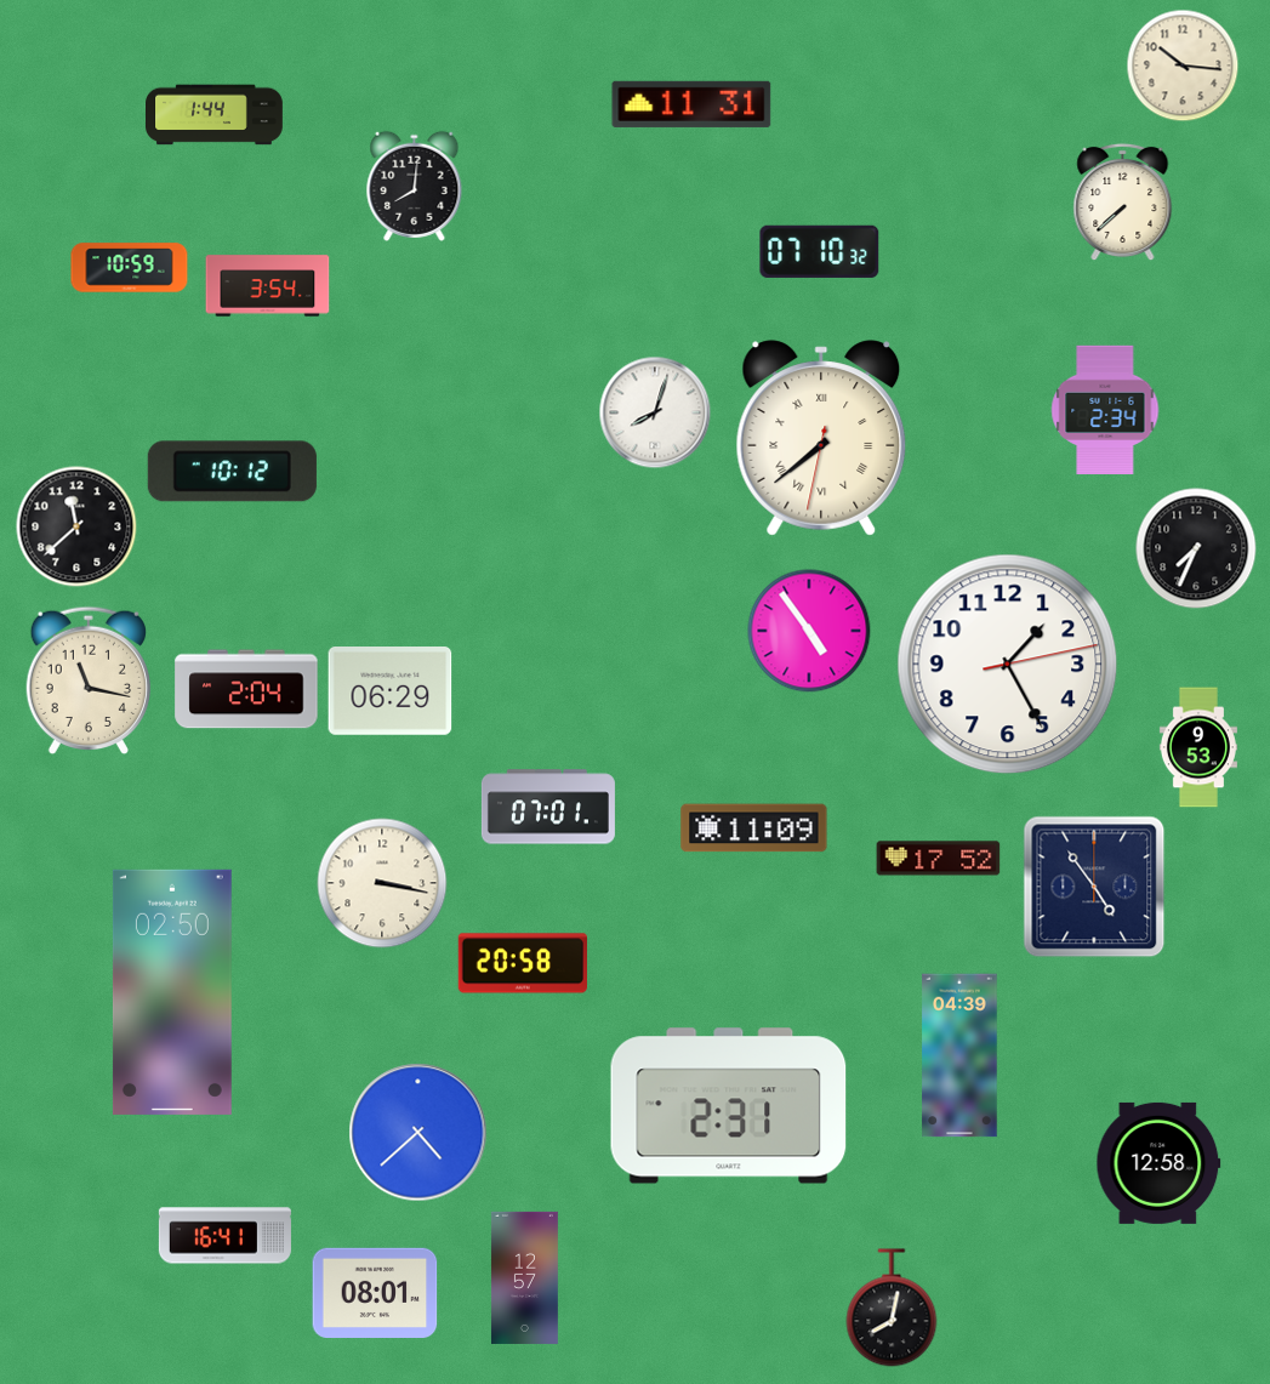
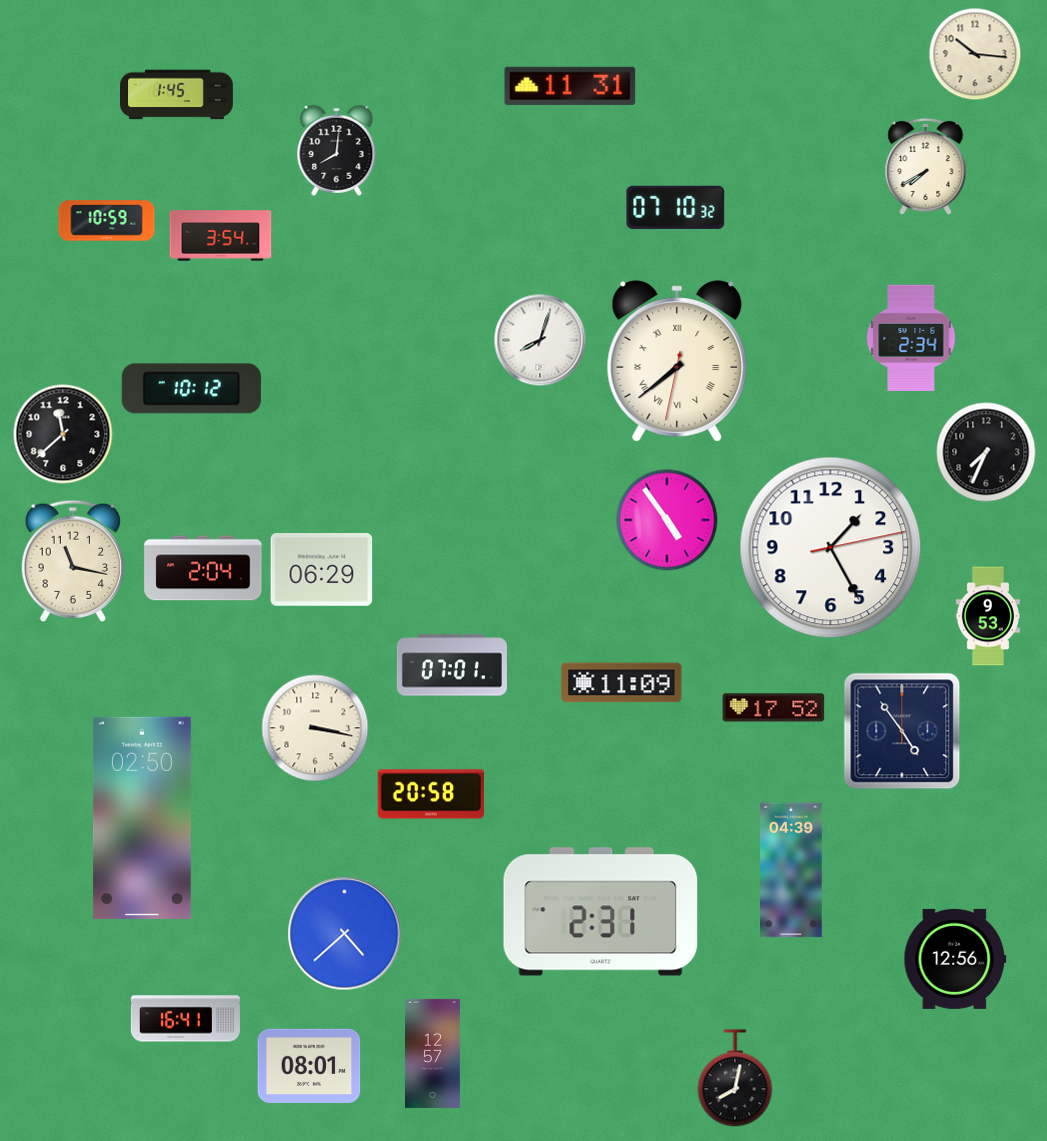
clock at (215, 115): 1:44 -> 1:45
clock at (415, 186) position: (415, 186) -> (337, 150)
clock at (1123, 203): 7:38 -> 7:40
clock at (1158, 1163): 12:58 -> 12:56
